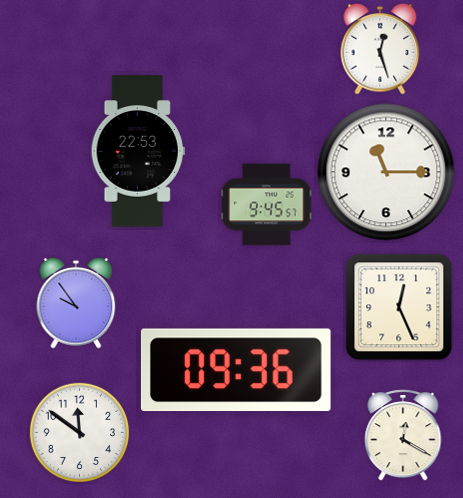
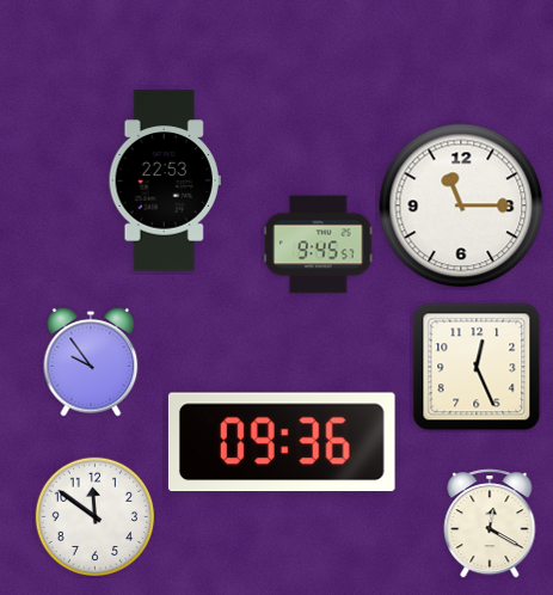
clock at (380, 49): 12:27 -> none
clock at (403, 435) position: (403, 435) -> (490, 523)
